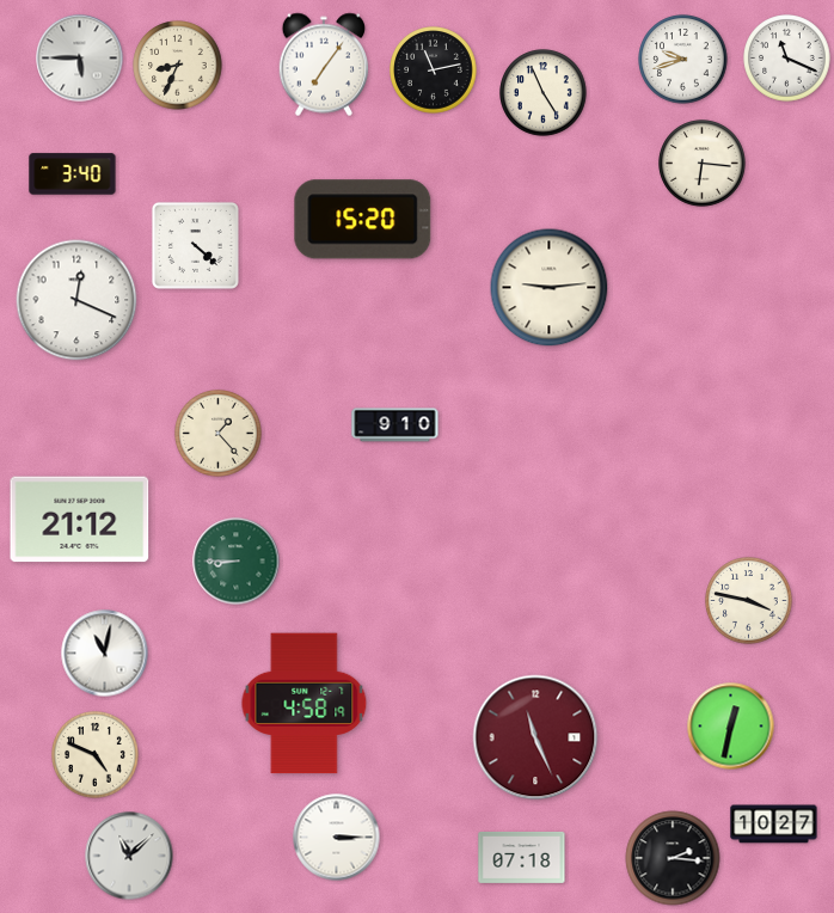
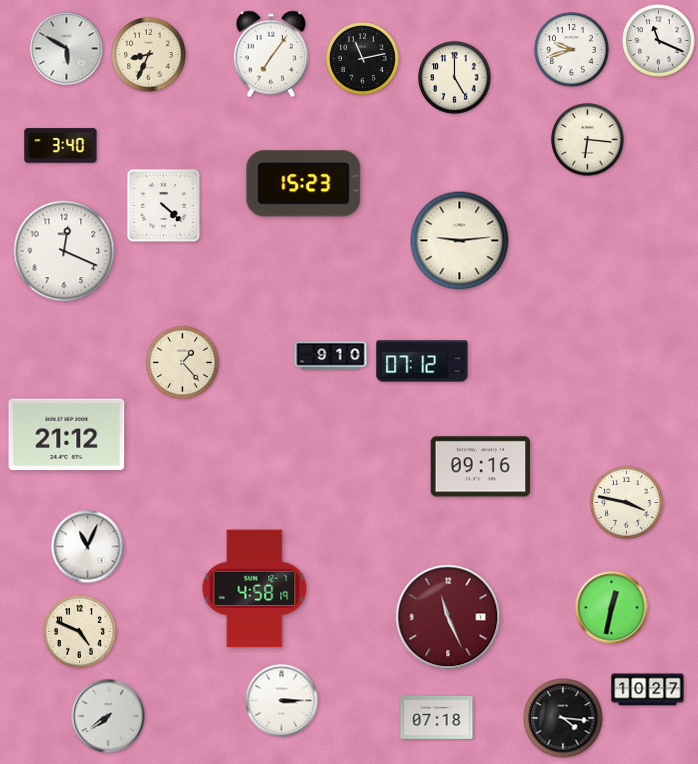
clock at (80, 59): 5:45 -> 5:50
clock at (787, 59) position: (787, 59) -> (659, 41)
clock at (544, 93): 4:56 -> 5:00
clock at (703, 164) position: (703, 164) -> (588, 140)
clock at (363, 220): 15:20 -> 15:23
clock at (422, 361): none -> 07:12
clock at (481, 467): none -> 09:16
clock at (237, 562): 8:45 -> none
clock at (105, 654): 11:02 -> 11:04
clock at (129, 856): 11:08 -> 7:39
clock at (673, 858): 2:16 -> 4:16
